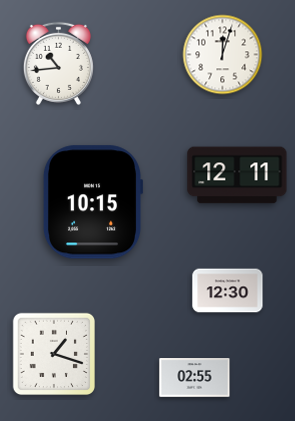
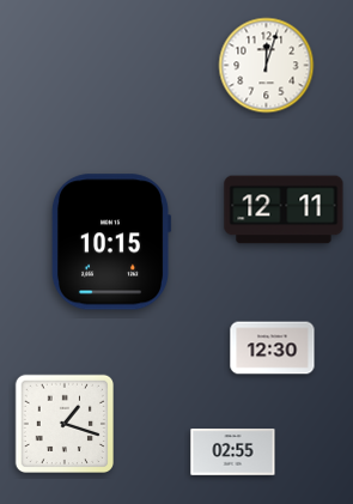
clock at (58, 63): 10:44 -> none
